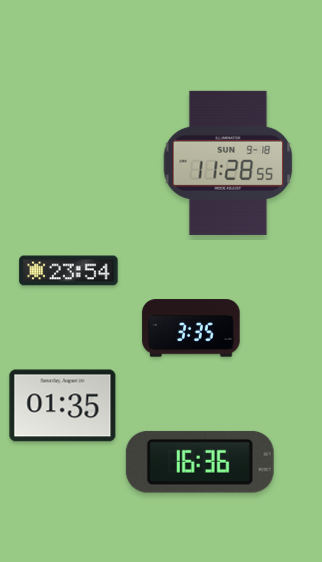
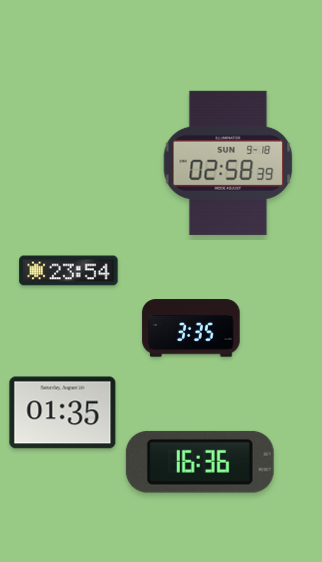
clock at (228, 163): 11:28 -> 02:58
clock at (63, 406) position: (63, 406) -> (63, 413)
